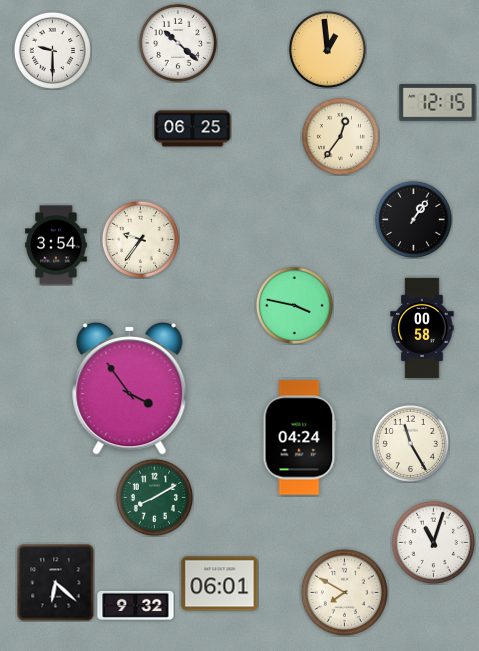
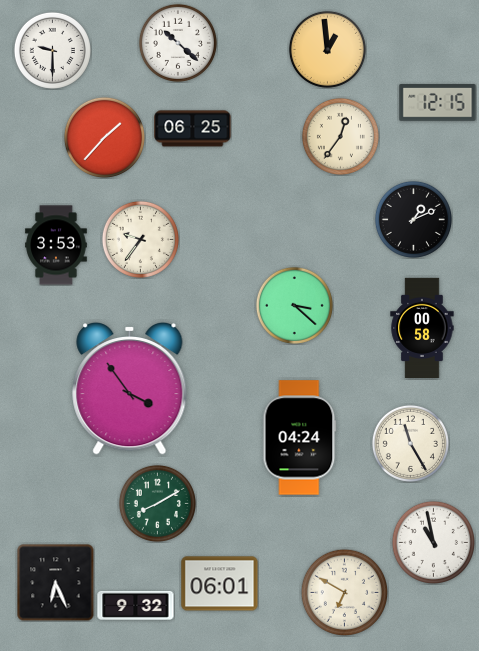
clock at (104, 137): none -> 1:37
clock at (413, 219): 1:06 -> 1:11
clock at (56, 245): 3:54 -> 3:53
clock at (294, 305): 3:47 -> 3:22
clock at (154, 497) position: (154, 497) -> (157, 503)
clock at (433, 542): 11:03 -> 10:58
clock at (55, 582): 6:22 -> 6:26
clock at (344, 592): 7:50 -> 6:50
